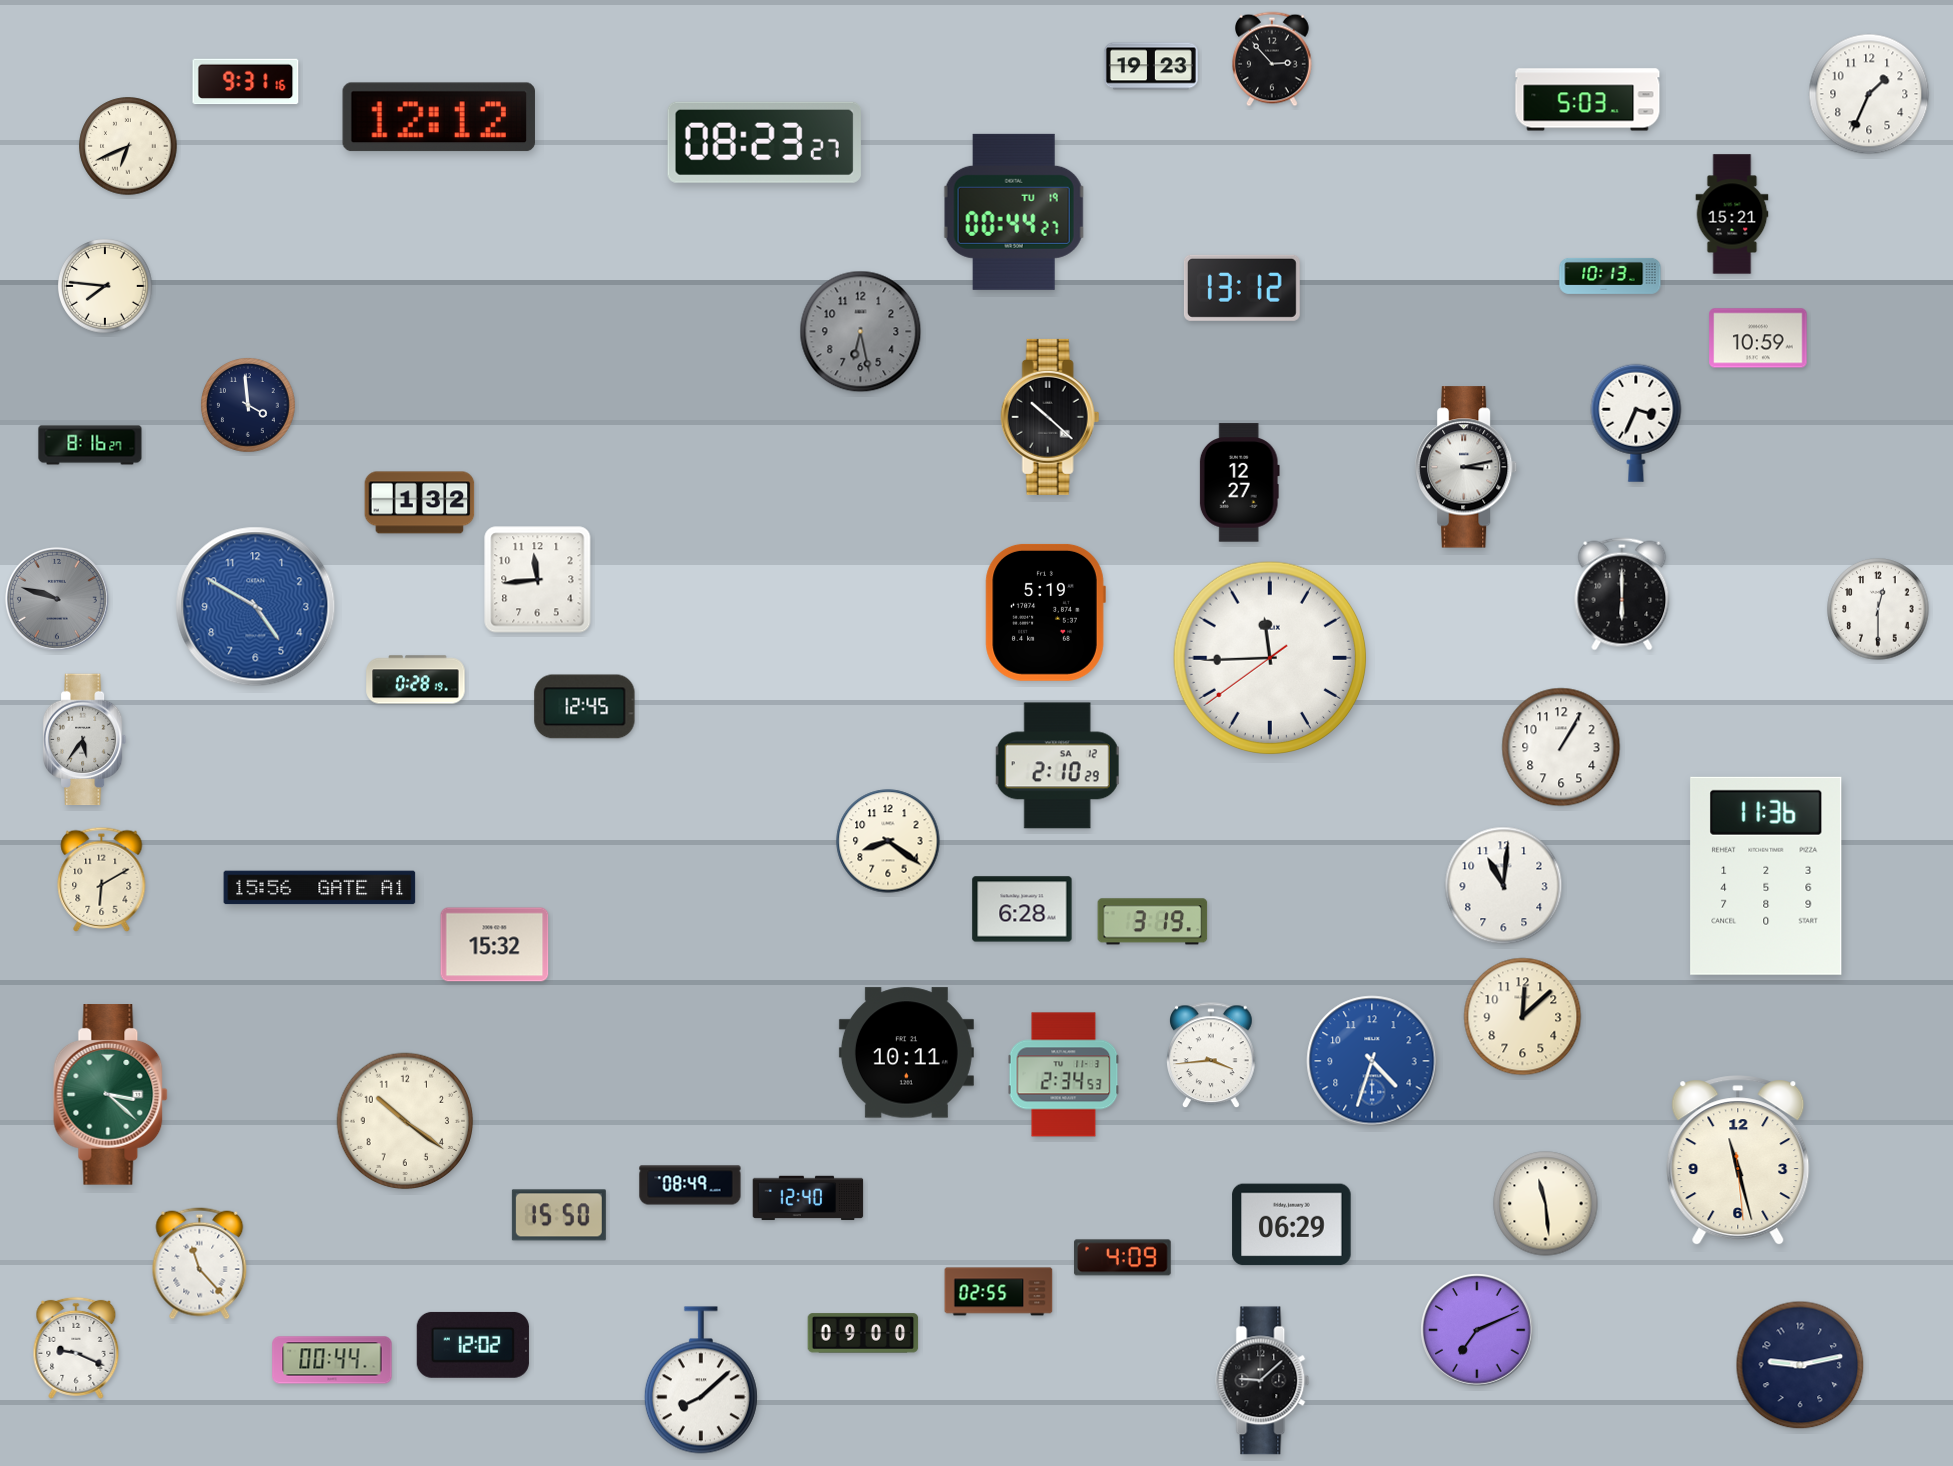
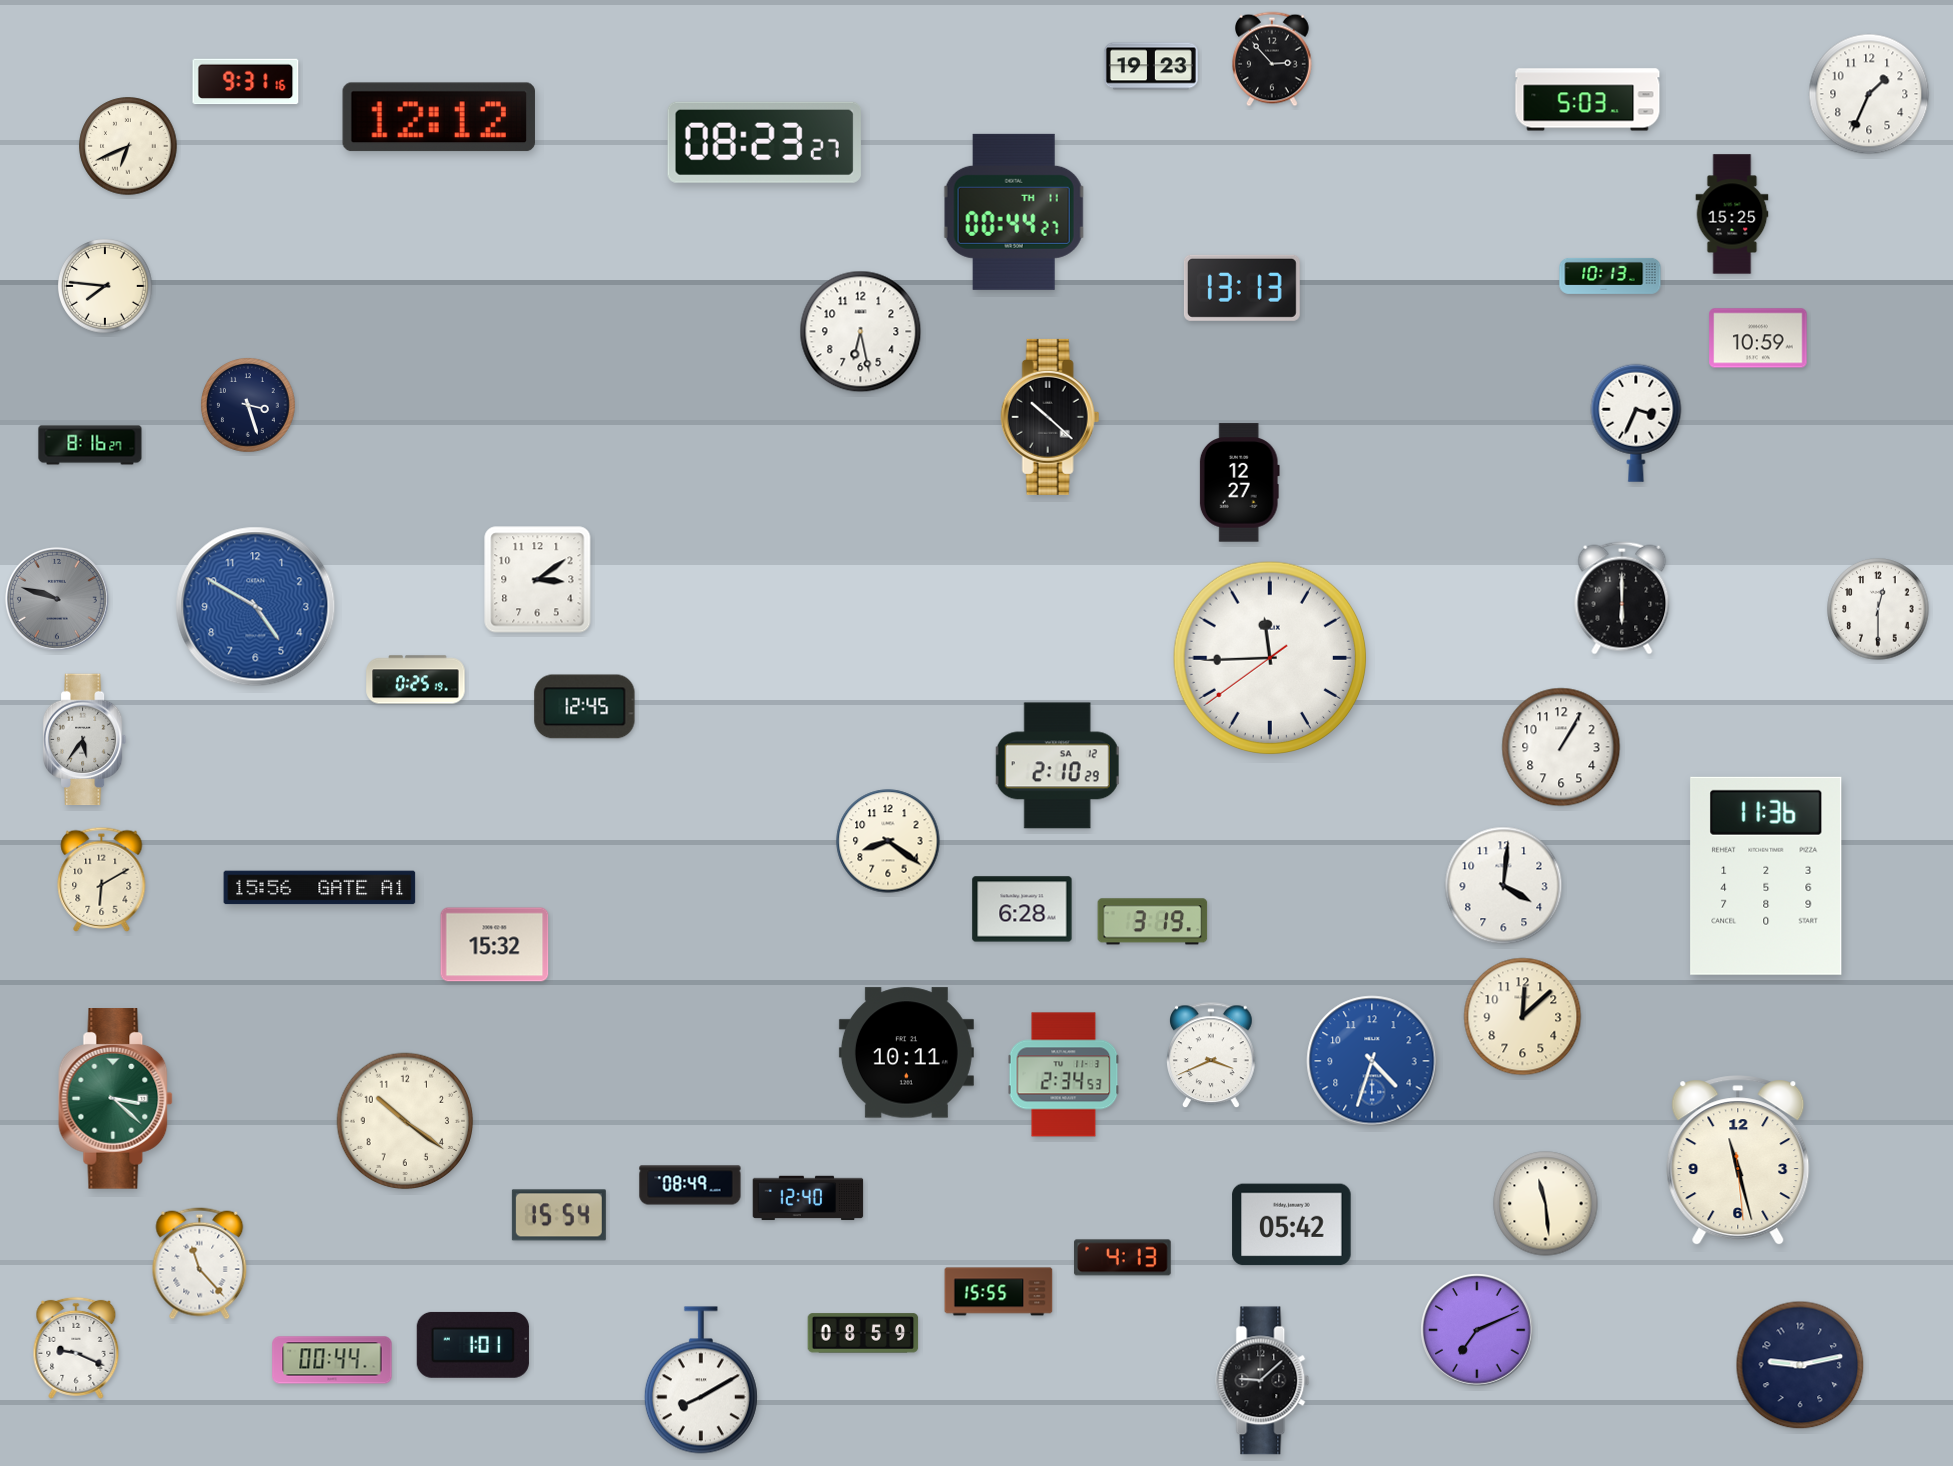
clock at (1014, 212) date: TU 19 -> TH 11
clock at (1732, 214): 15:21 -> 15:25
clock at (1242, 288): 13:12 -> 13:13
clock at (861, 332) dial: grey -> white
clock at (249, 406): 3:59 -> 3:27
clock at (1467, 467): 3:13 -> none
clock at (420, 503): 1:32 -> none
clock at (538, 580): 11:44 -> 3:09
clock at (1622, 594) position: (1622, 594) -> (1622, 598)
clock at (1045, 612): 5:19 -> none
clock at (416, 680): 0:28 -> 0:25
clock at (1504, 886): 11:01 -> 4:01
clock at (1212, 1056): 3:44 -> 3:41
clock at (111, 1095) position: (111, 1095) -> (116, 1099)
clock at (559, 1215): 15:50 -> 15:54
clock at (1292, 1225): 06:29 -> 05:42
clock at (1123, 1258): 4:09 -> 4:13
clock at (999, 1292): 02:55 -> 15:55
clock at (863, 1333): 09:00 -> 08:59
clock at (473, 1345): 12:02 -> 1:01
clock at (701, 1380): 8:08 -> 8:10
